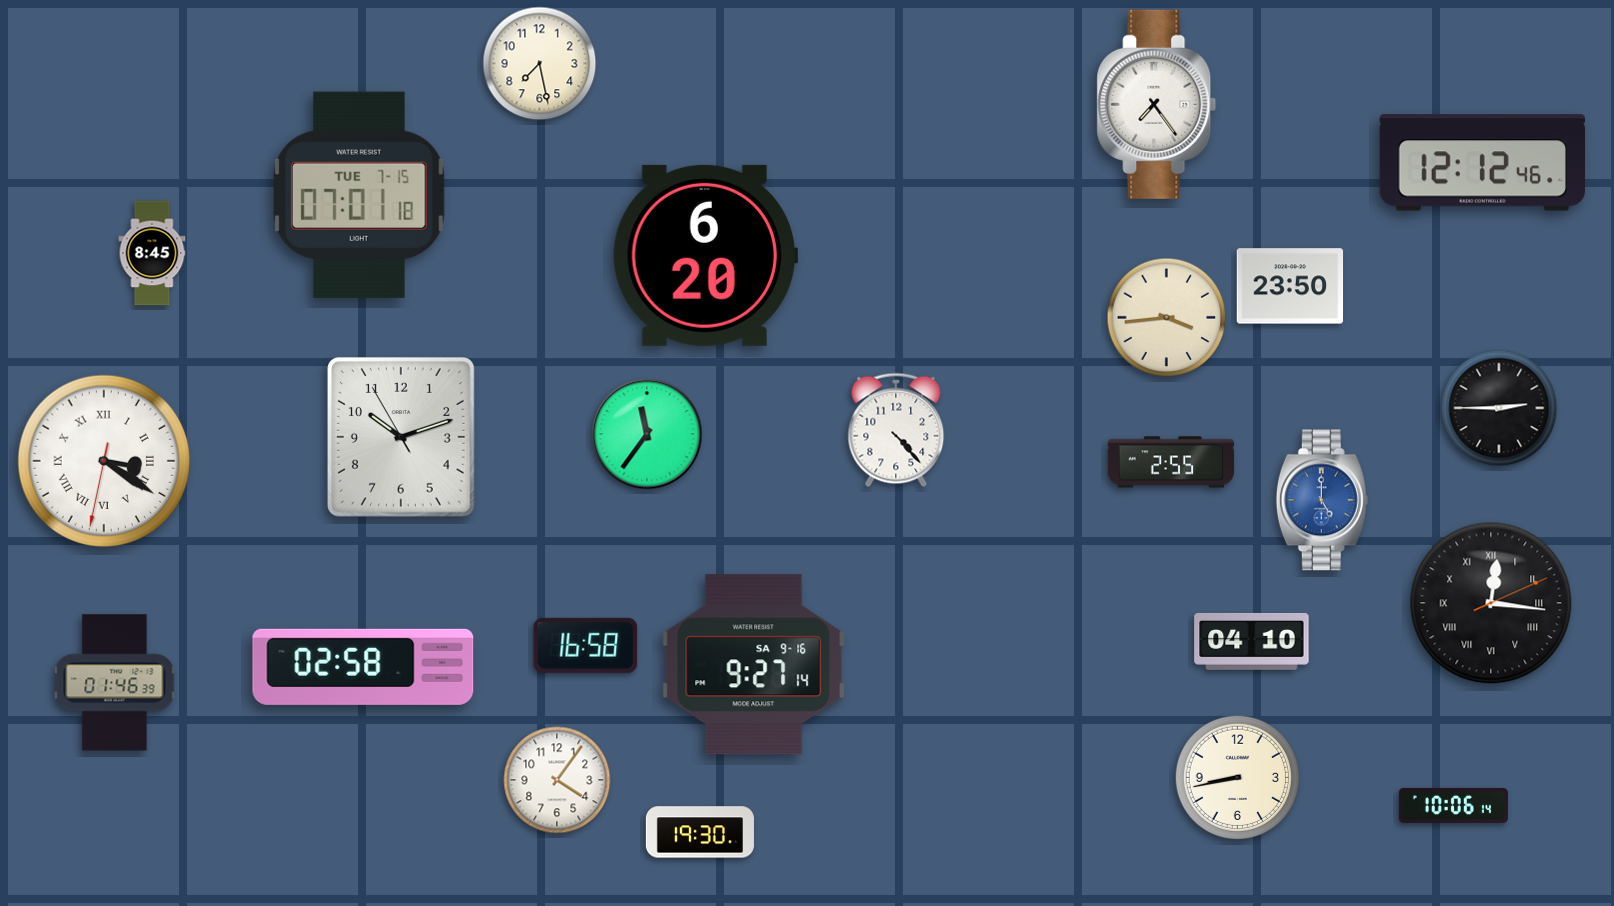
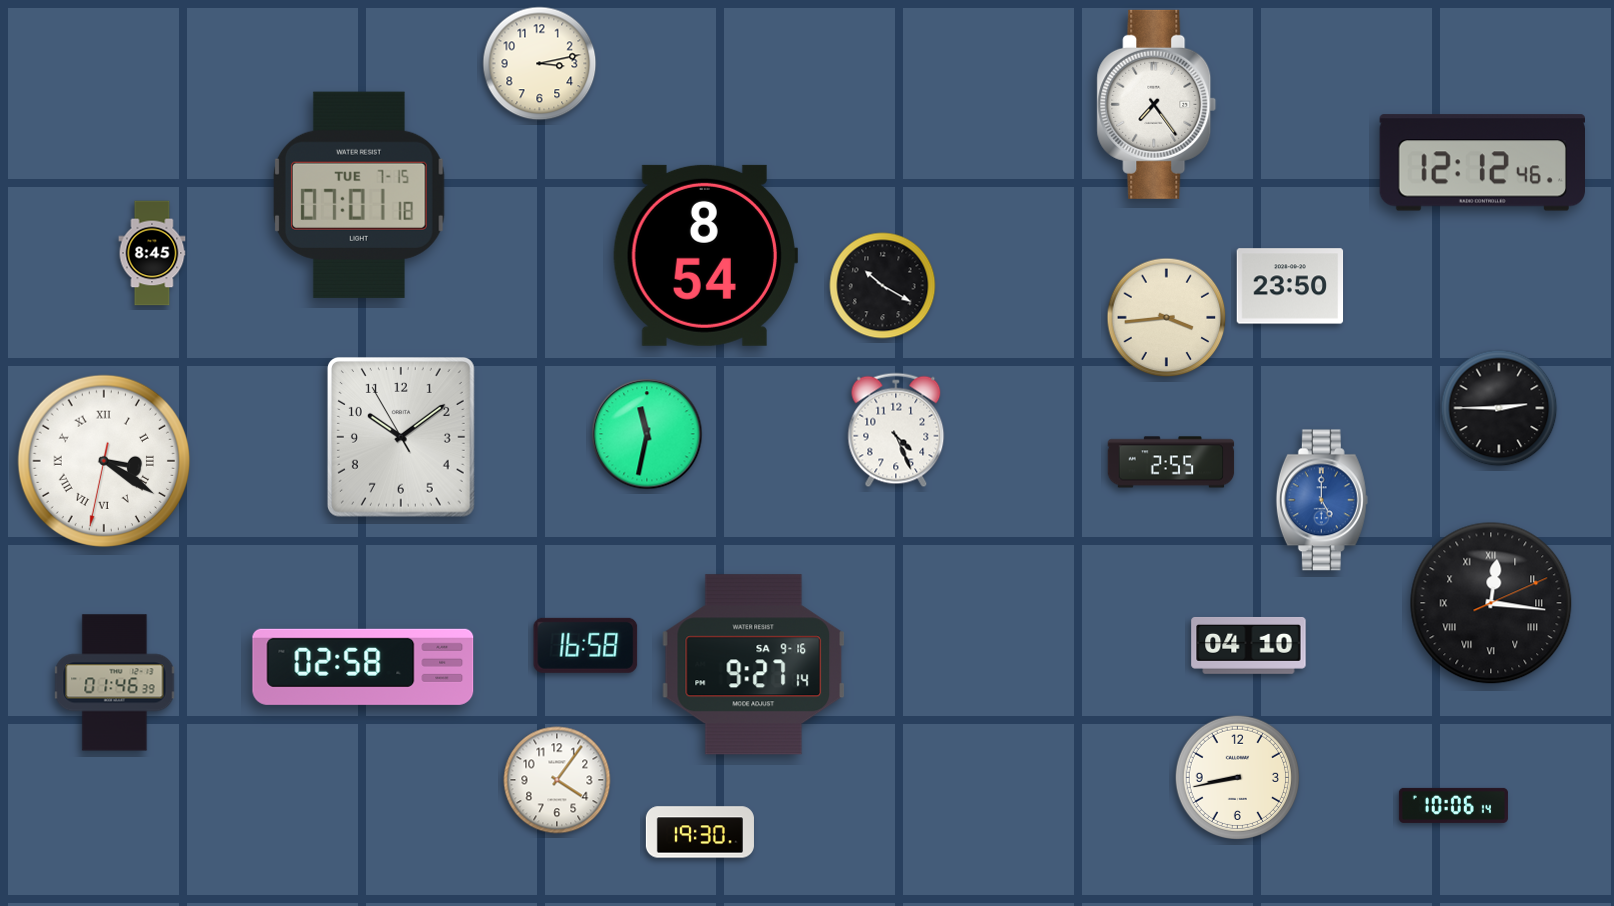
clock at (540, 64): 7:28 -> 3:13
clock at (705, 255): 6:20 -> 8:54
clock at (883, 286): none -> 10:20
clock at (896, 430): 4:23 -> 4:26
clock at (647, 434): 11:36 -> 11:32
clock at (401, 438): 10:11 -> 10:08
clock at (1252, 641) position: (1252, 641) -> (1249, 645)
